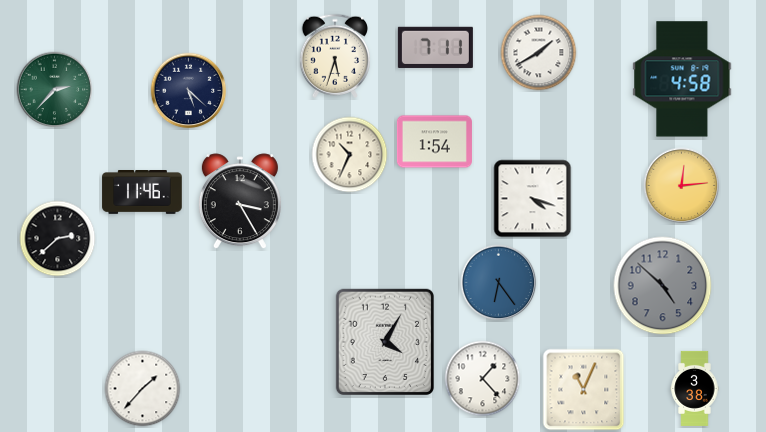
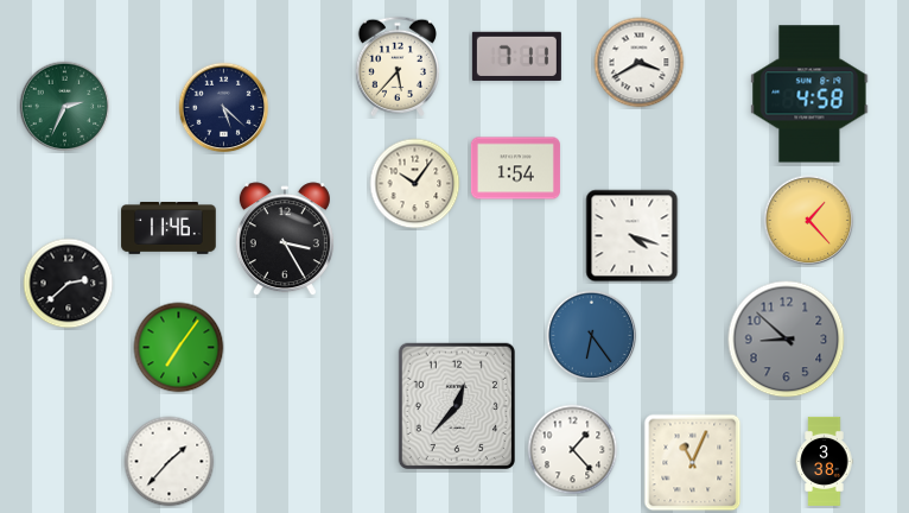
clock at (539, 53): 1:40 -> 3:40
clock at (334, 56): 5:33 -> 5:37
clock at (55, 90): 2:37 -> 2:34
clock at (350, 155): 10:34 -> 10:06
clock at (682, 186): 12:14 -> 1:23
clock at (663, 286): 4:52 -> 8:52
clock at (179, 348): none -> 7:06
clock at (385, 342): 4:05 -> 12:37
